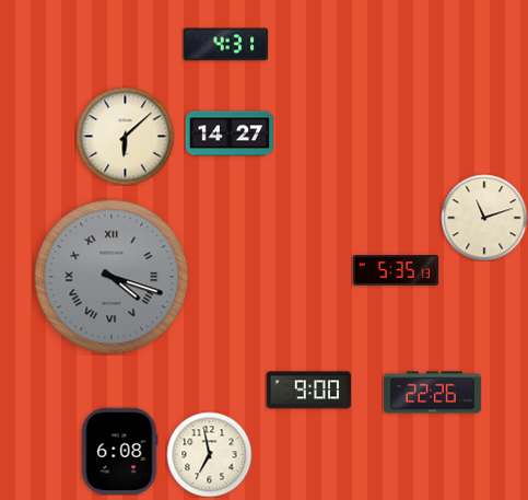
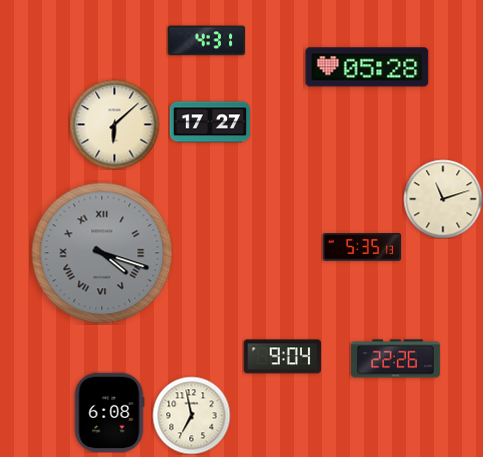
clock at (367, 67): none -> 05:28
clock at (230, 133): 14:27 -> 17:27
clock at (308, 391): 9:00 -> 9:04
